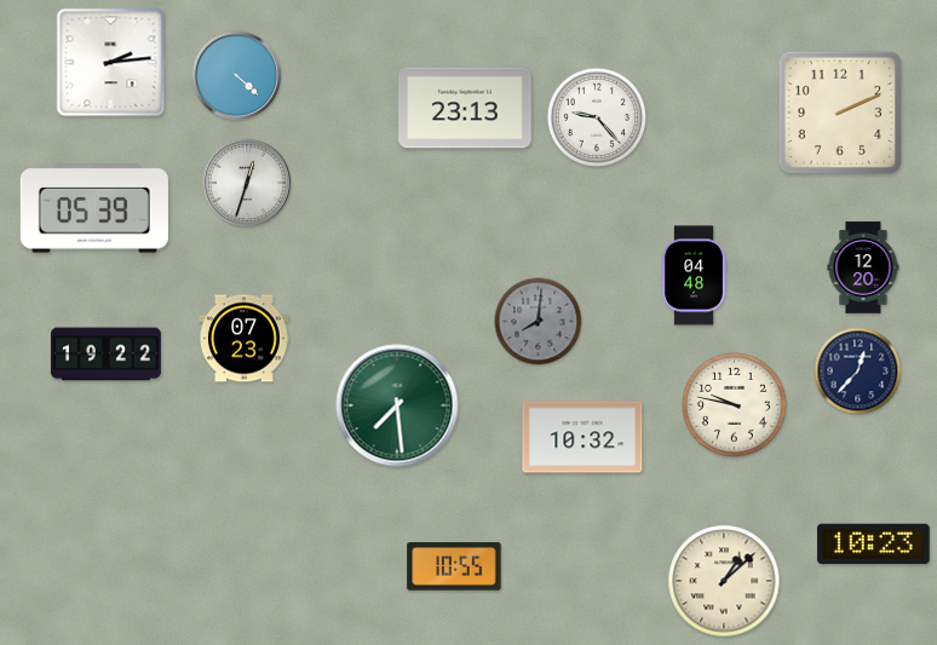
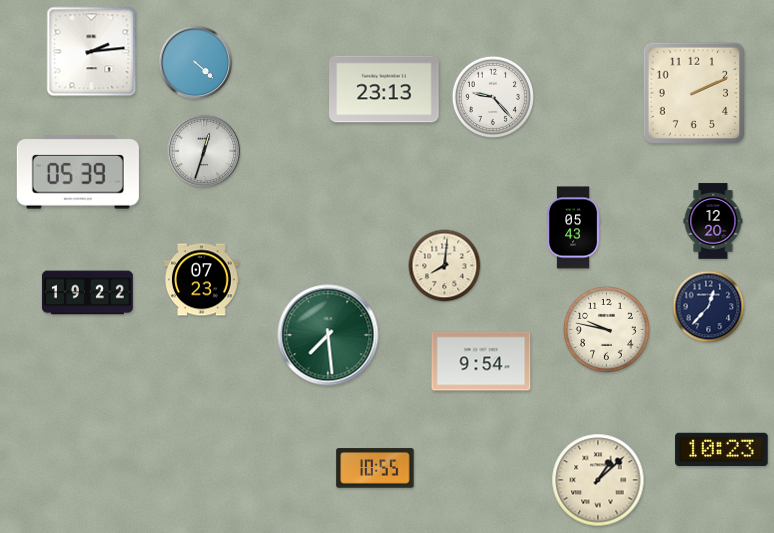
clock at (695, 276): 04:48 -> 05:43
clock at (539, 322) dial: grey -> cream
clock at (734, 404) position: (734, 404) -> (606, 329)
clock at (582, 437): 10:32 -> 9:54
